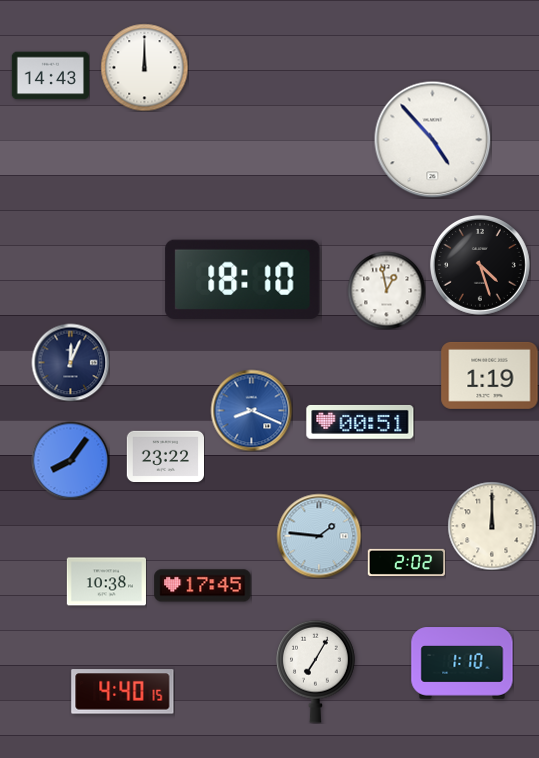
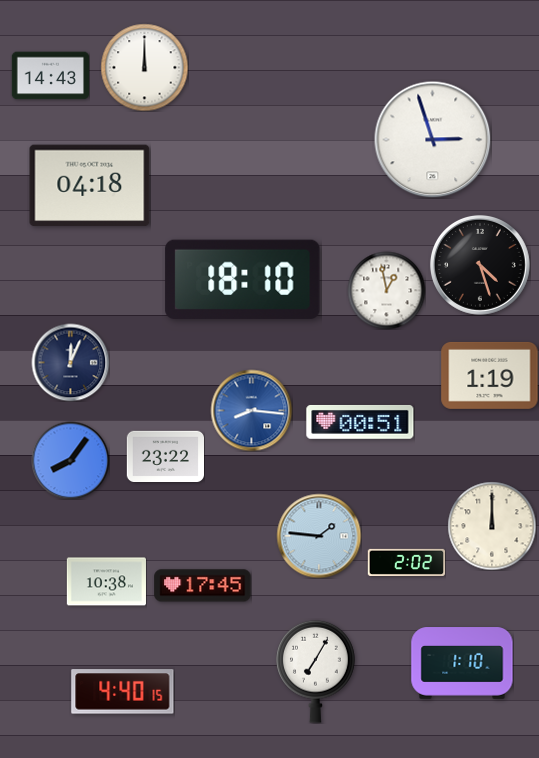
clock at (432, 139): 4:53 -> 2:57
clock at (90, 186): none -> 04:18
clock at (251, 410): 8:19 -> 8:16
